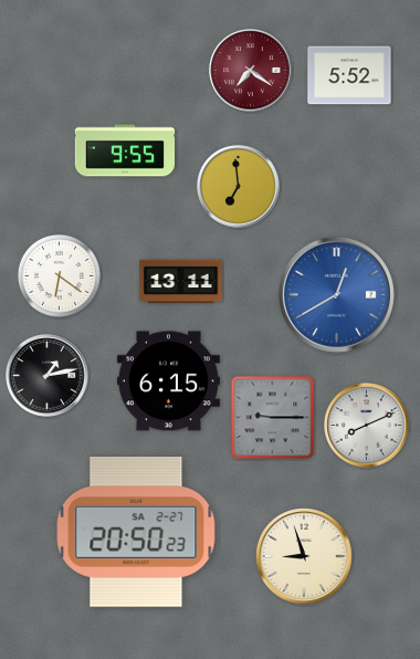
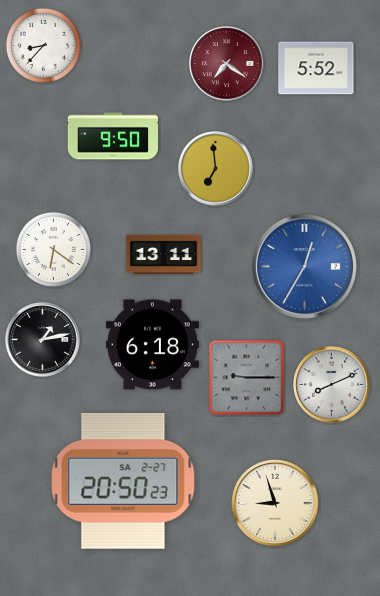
clock at (43, 45): none -> 8:37
clock at (124, 150): 9:55 -> 9:50
clock at (336, 294): 12:40 -> 12:35
clock at (168, 381): 6:15 -> 6:18
